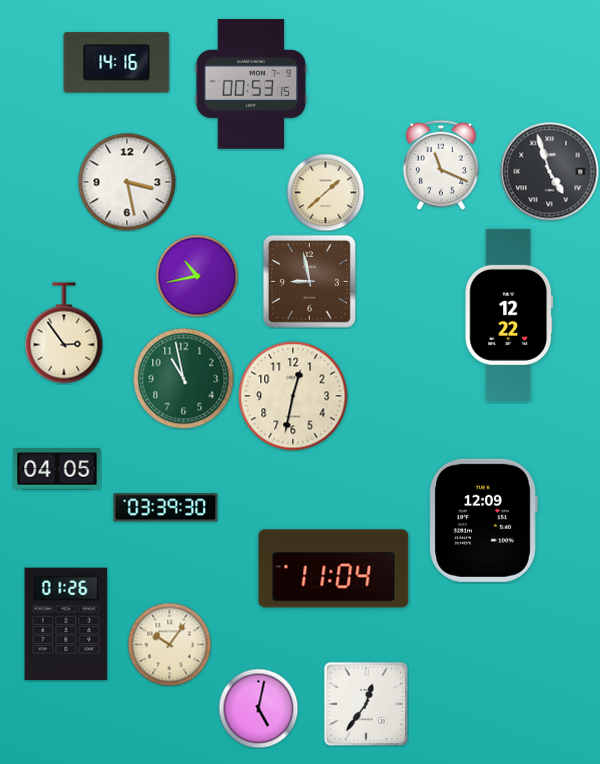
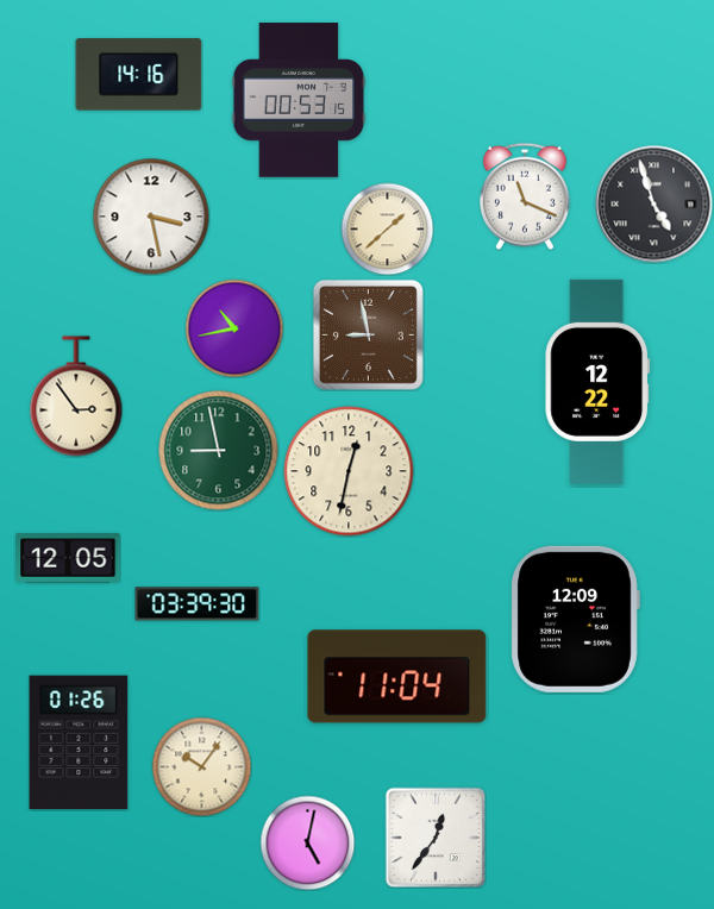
clock at (509, 315) position: (509, 315) -> (597, 382)
clock at (184, 379): 10:58 -> 8:58
clock at (57, 469): 04:05 -> 12:05
